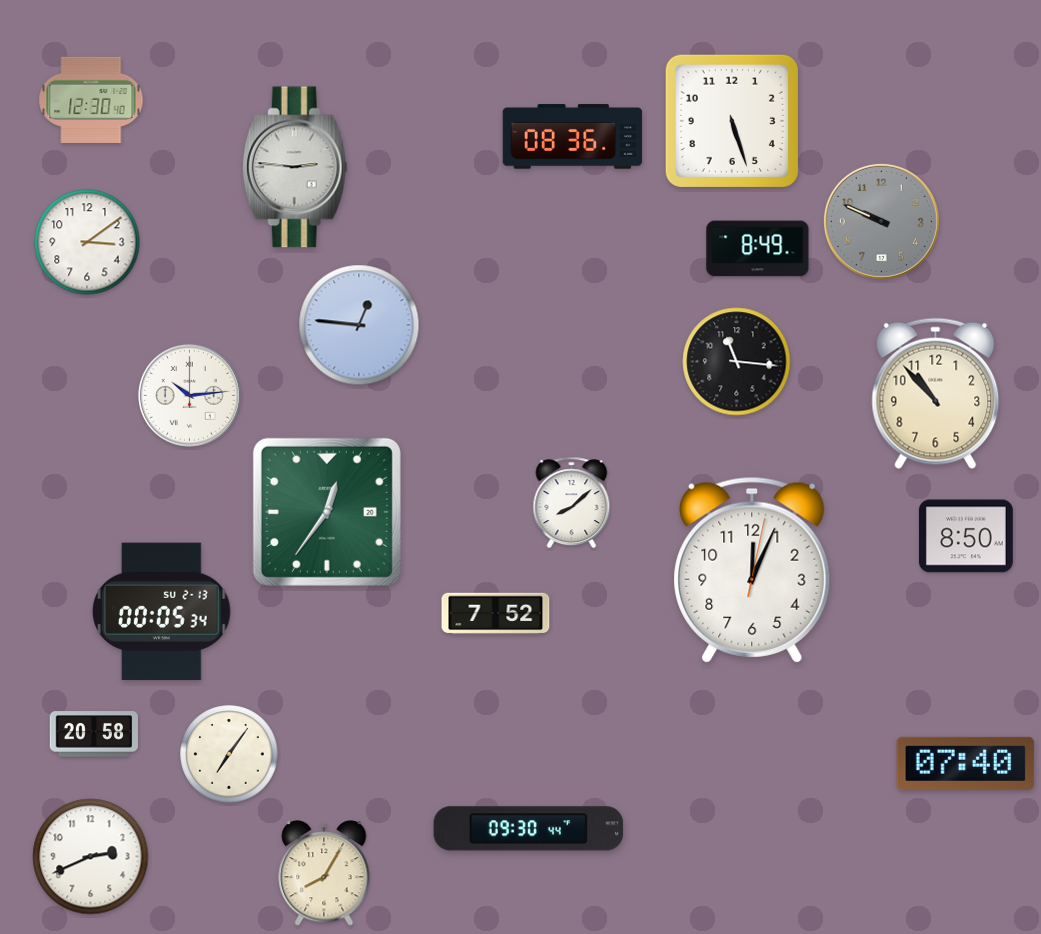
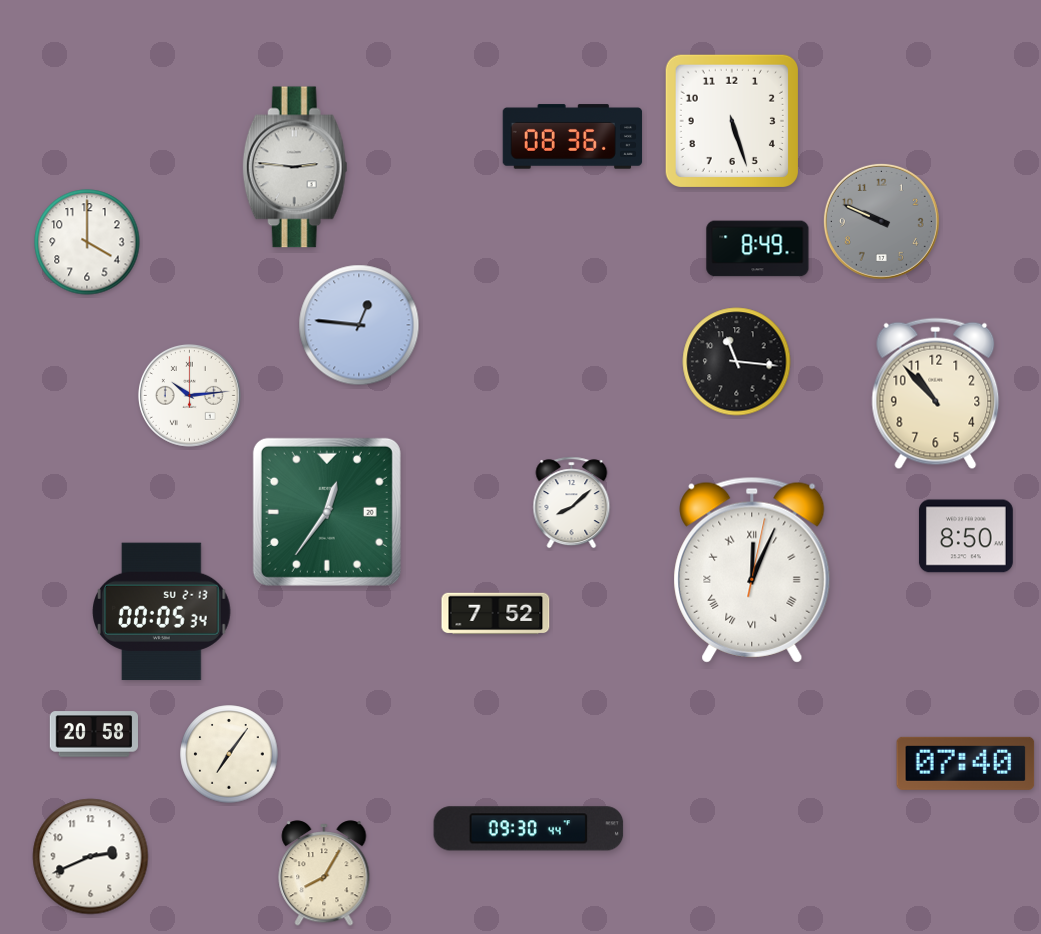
clock at (91, 100): 12:30 -> none
clock at (87, 242): 3:09 -> 4:00
clock at (752, 570) numerals: Arabic -> Roman
